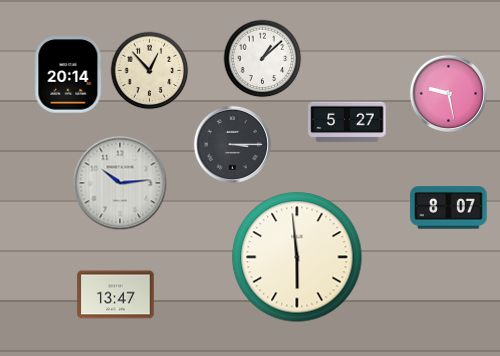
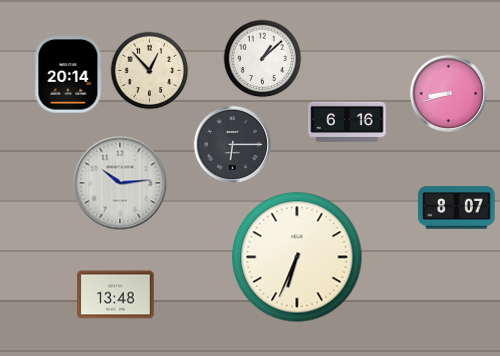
clock at (448, 93): 9:28 -> 8:42
clock at (347, 122): 5:27 -> 6:16
clock at (232, 144): 3:15 -> 6:15
clock at (449, 208) position: (449, 208) -> (457, 208)
clock at (297, 257): 5:59 -> 6:34
clock at (116, 295): 13:47 -> 13:48
